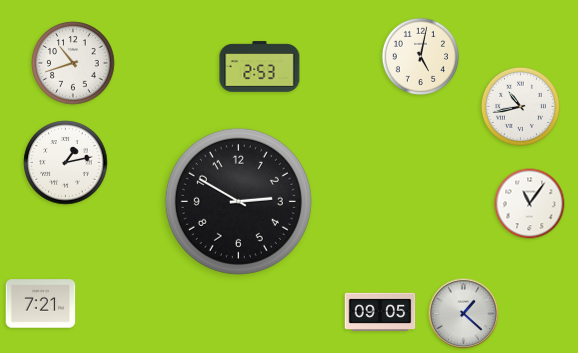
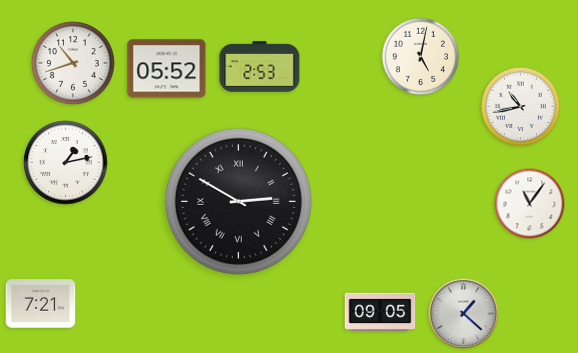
clock at (167, 69): none -> 05:52
clock at (238, 201) numerals: Arabic -> Roman
